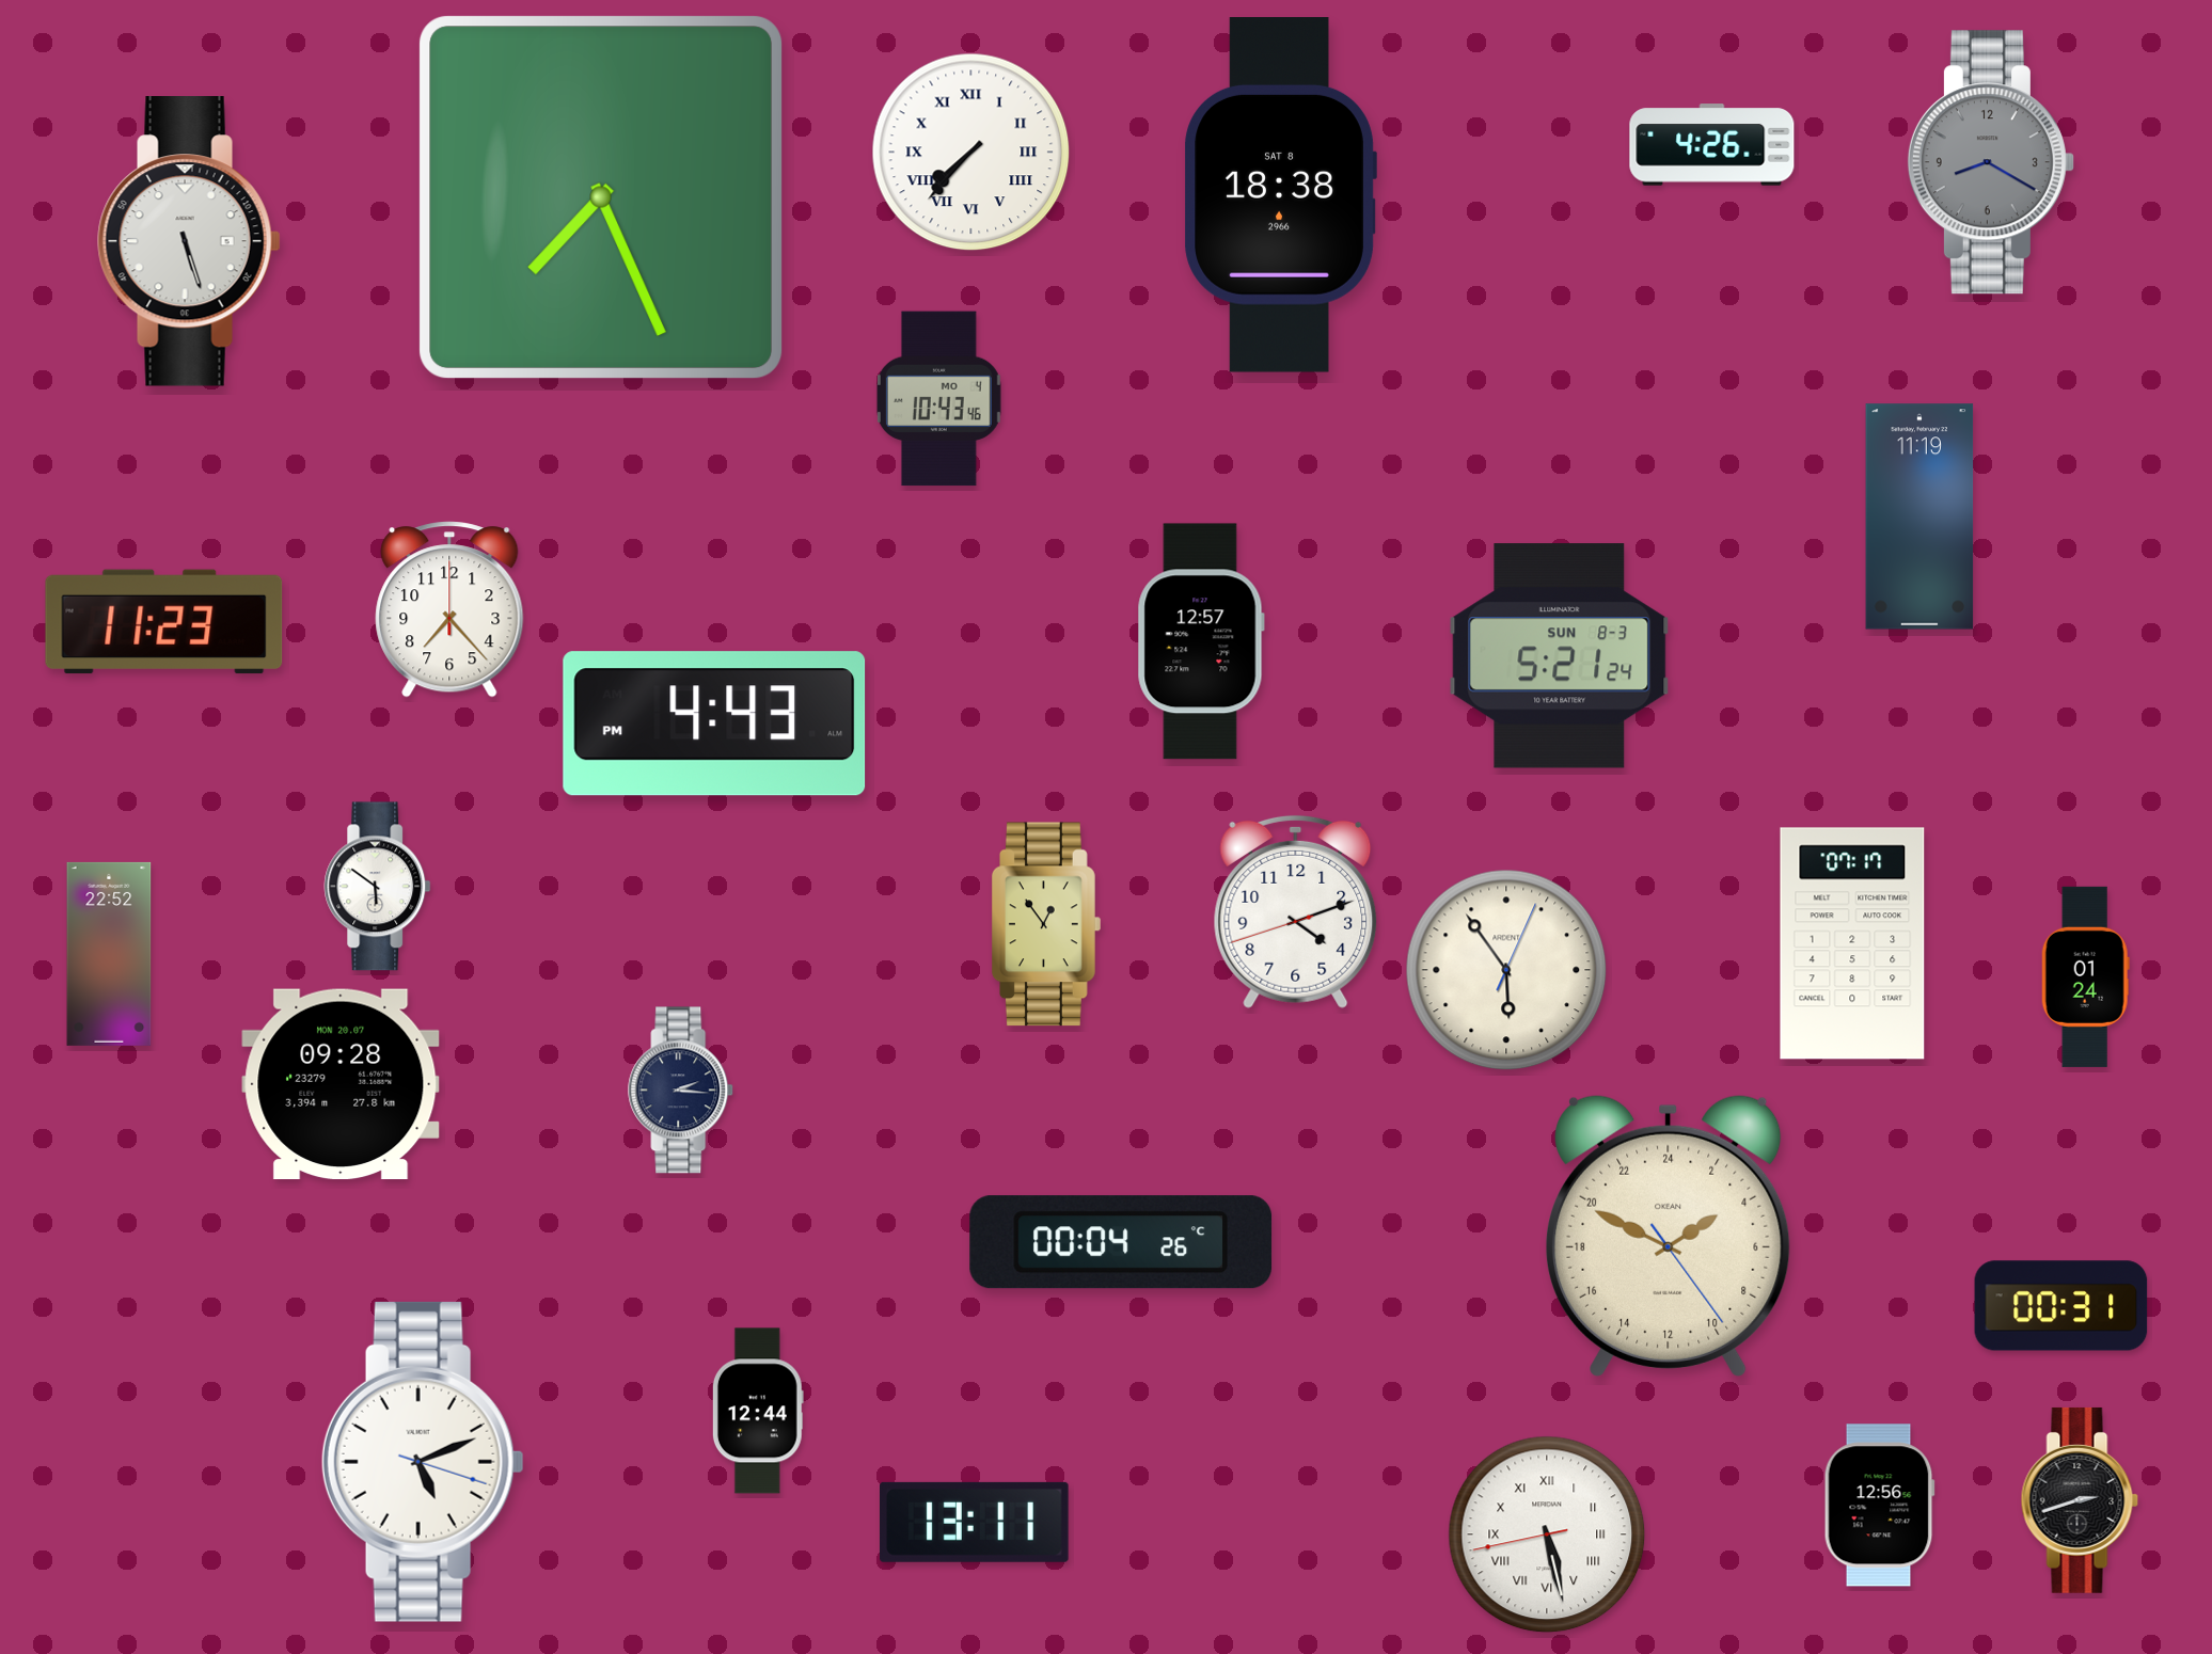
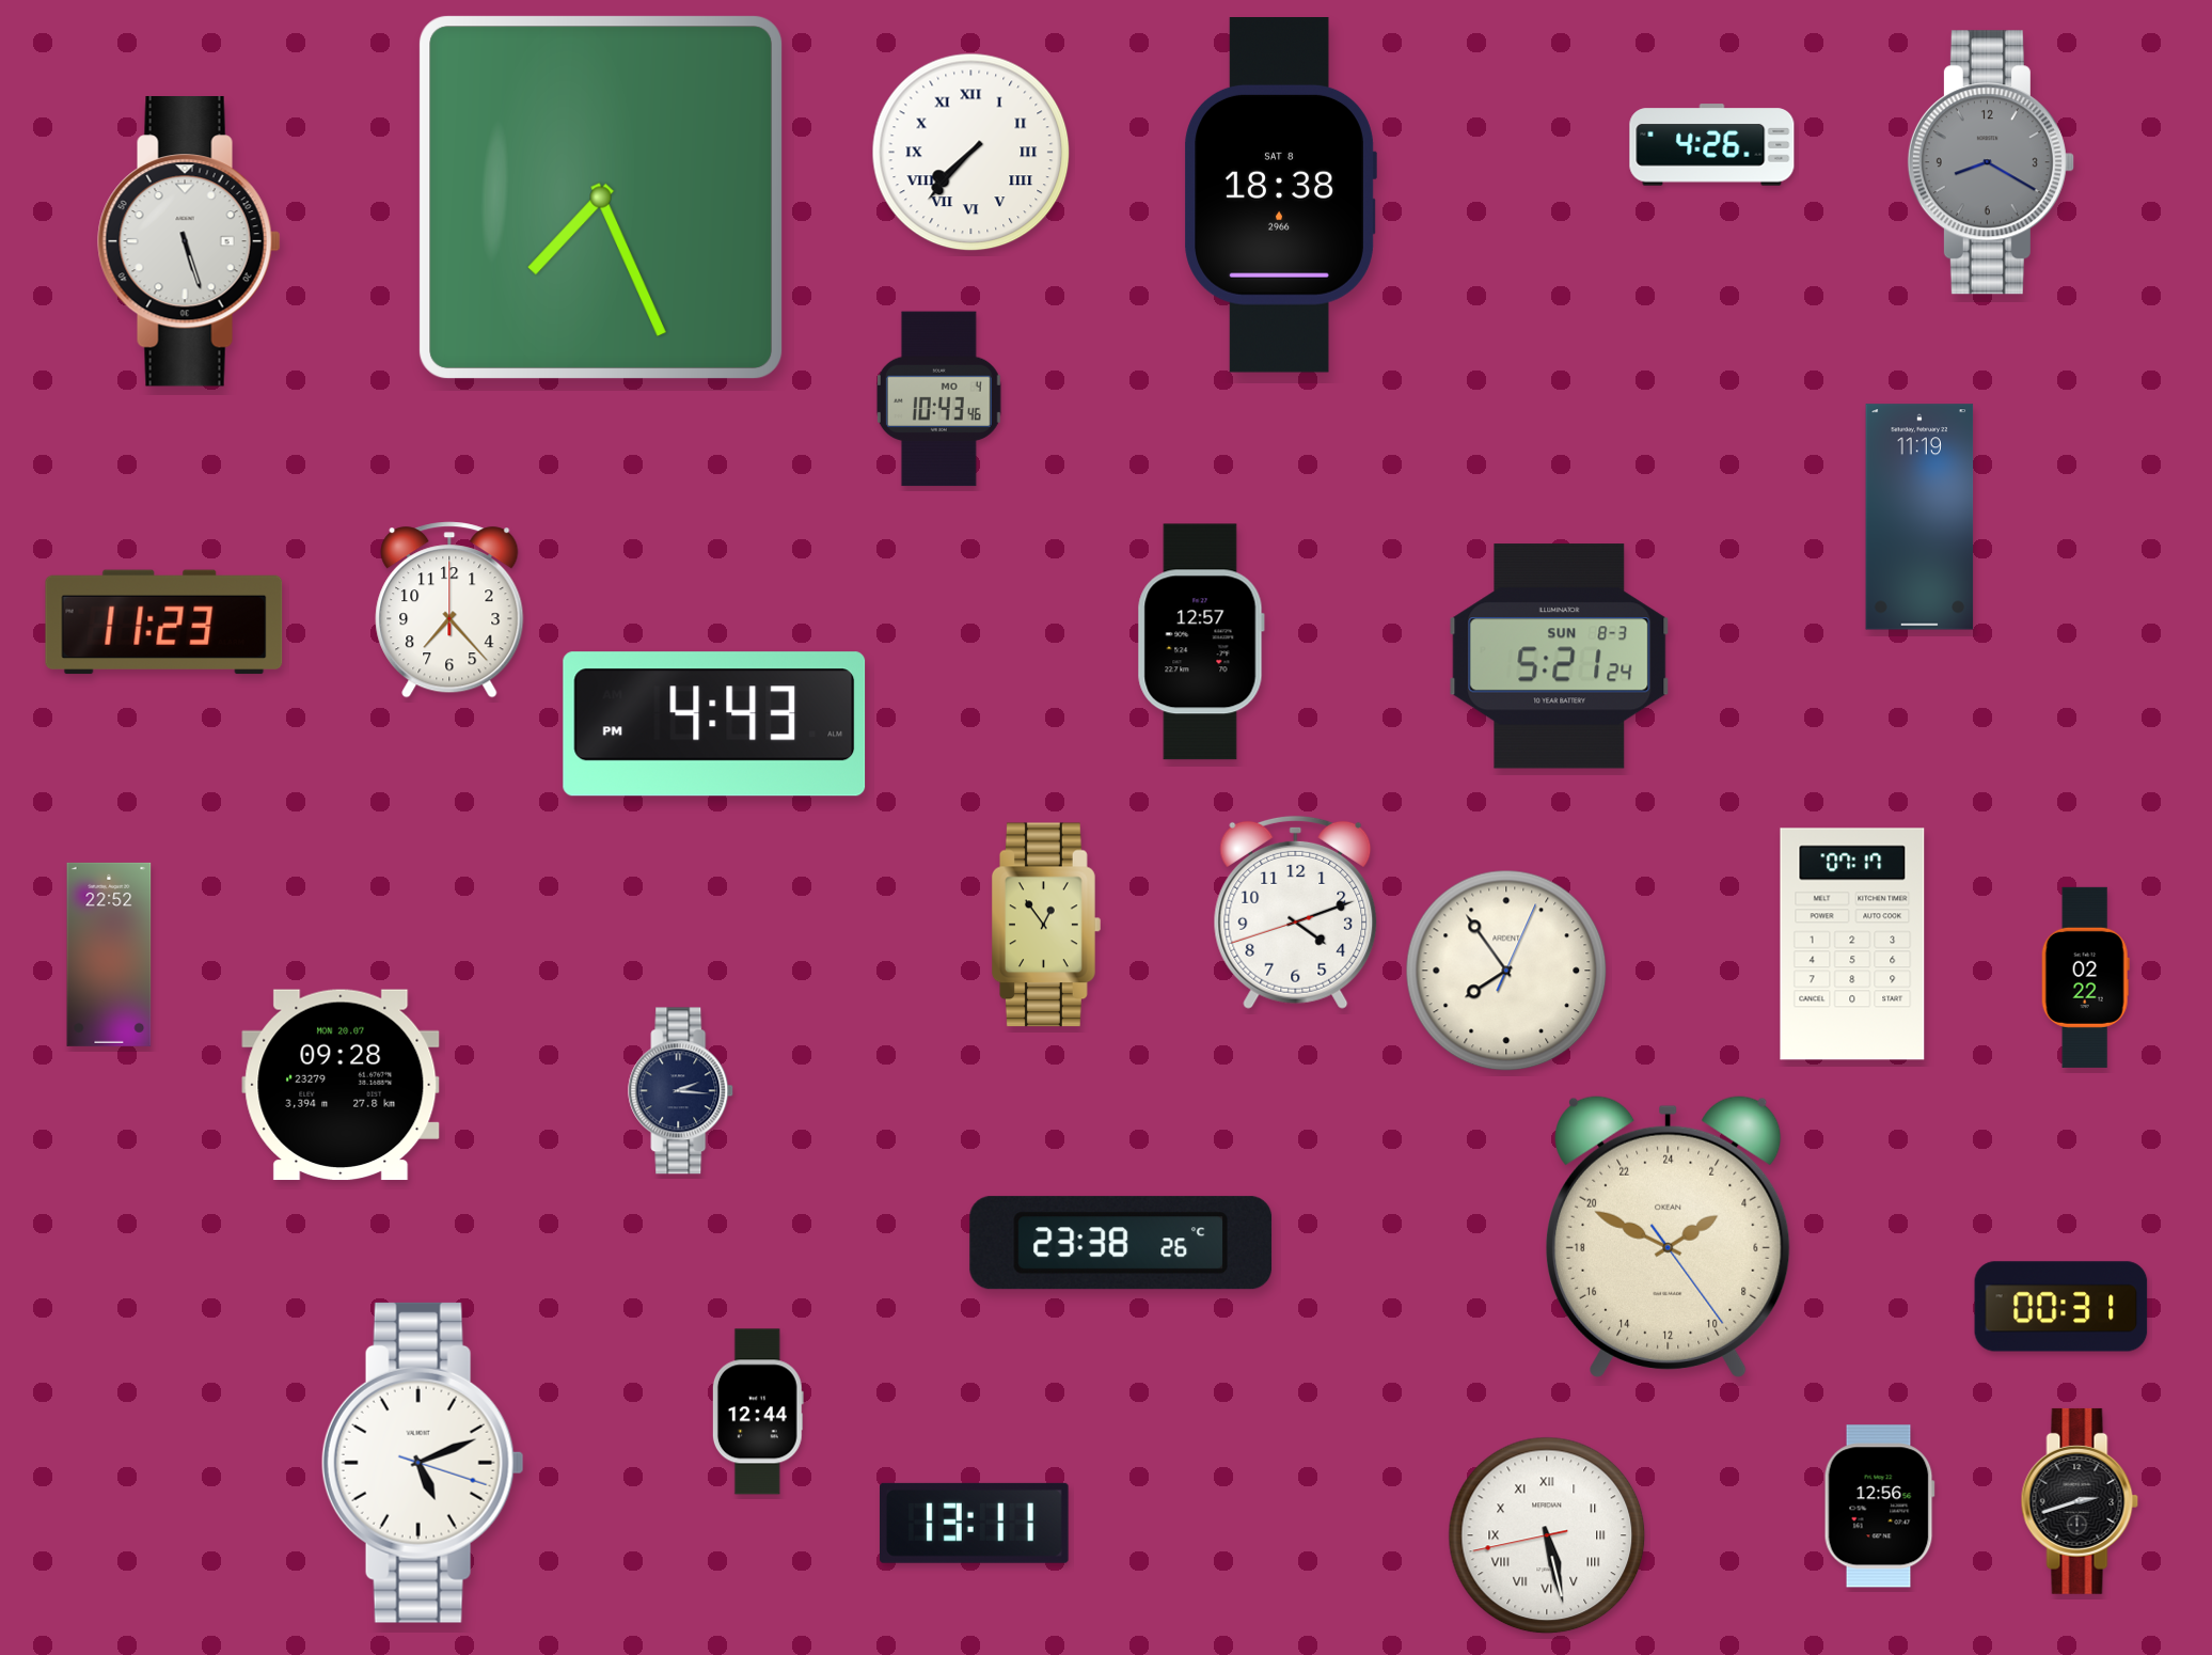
clock at (378, 887): 5:51 -> none
clock at (1506, 970): 5:54 -> 7:54
clock at (2085, 976): 01:24 -> 02:22
clock at (1121, 1242): 00:04 -> 23:38
